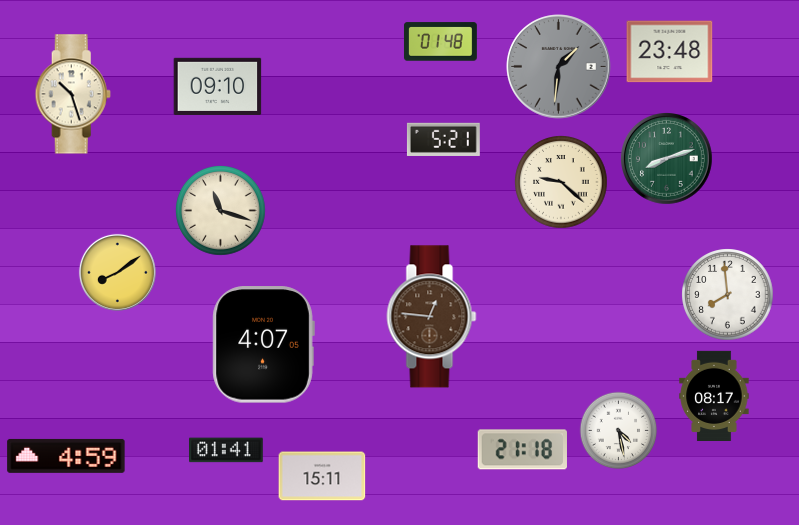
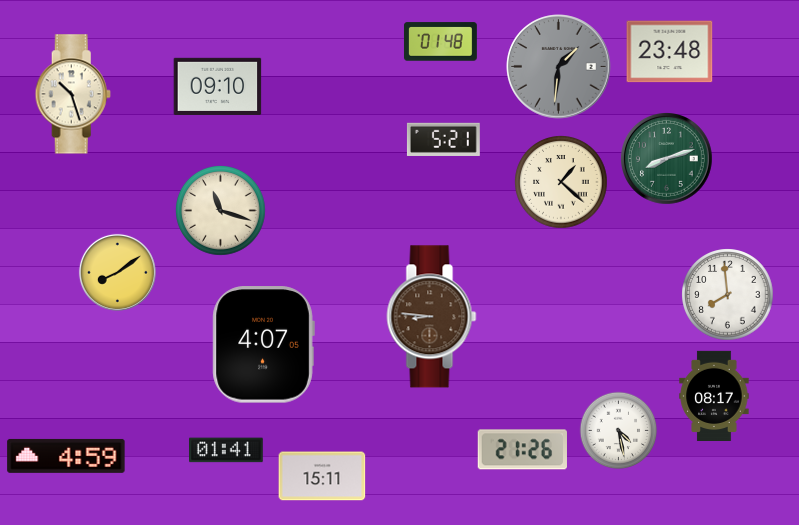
clock at (561, 182): 9:22 -> 1:22
clock at (432, 317): 12:46 -> 8:46
clock at (522, 450): 21:18 -> 21:26
